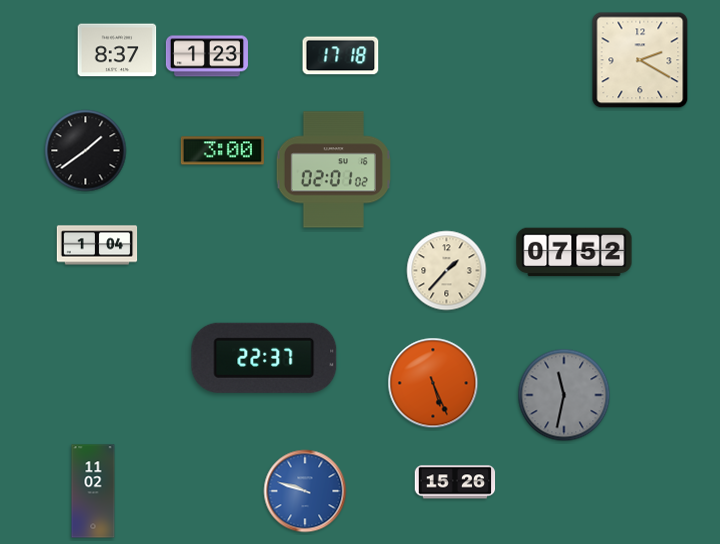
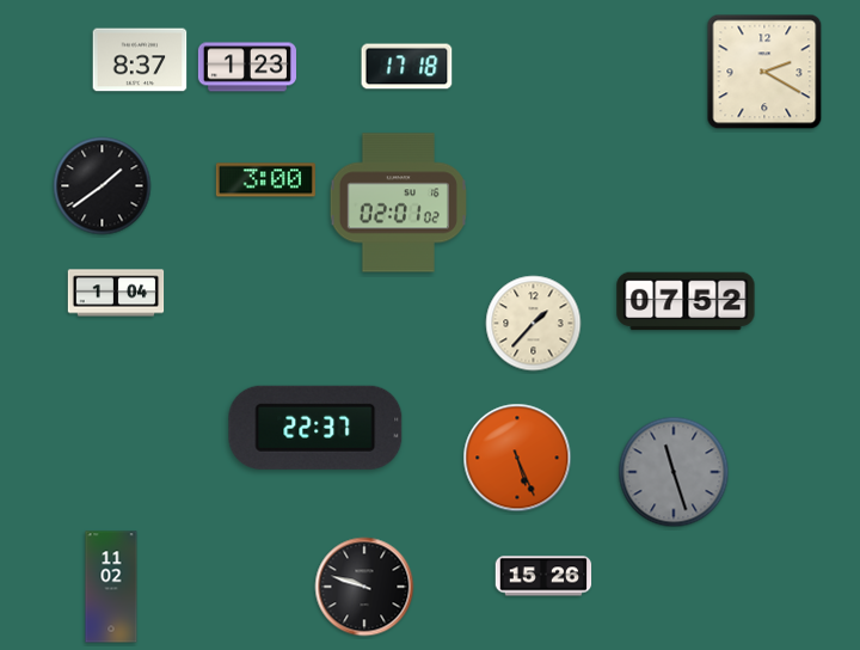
clock at (86, 151) position: (86, 151) -> (103, 186)
clock at (564, 395): 11:32 -> 11:27
clock at (305, 491) dial: blue -> black
